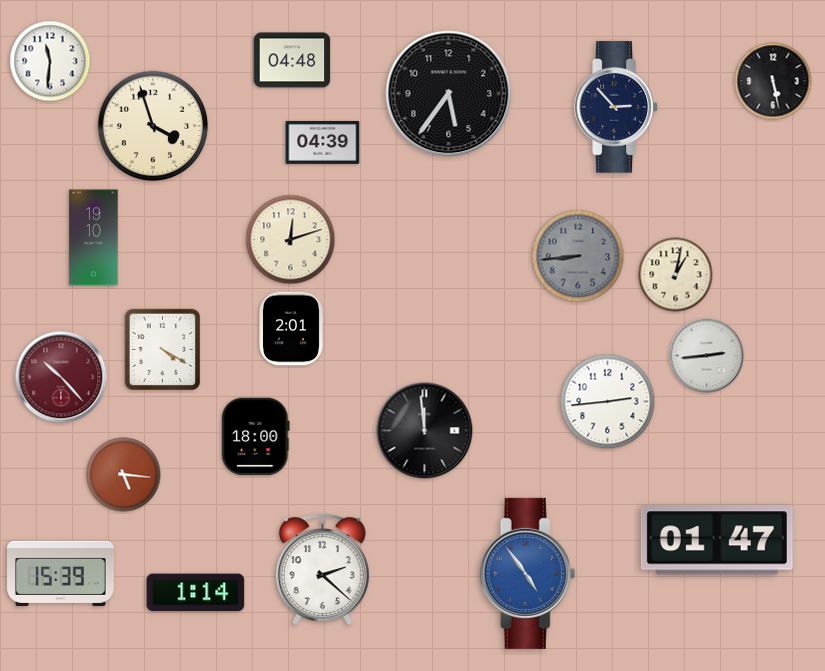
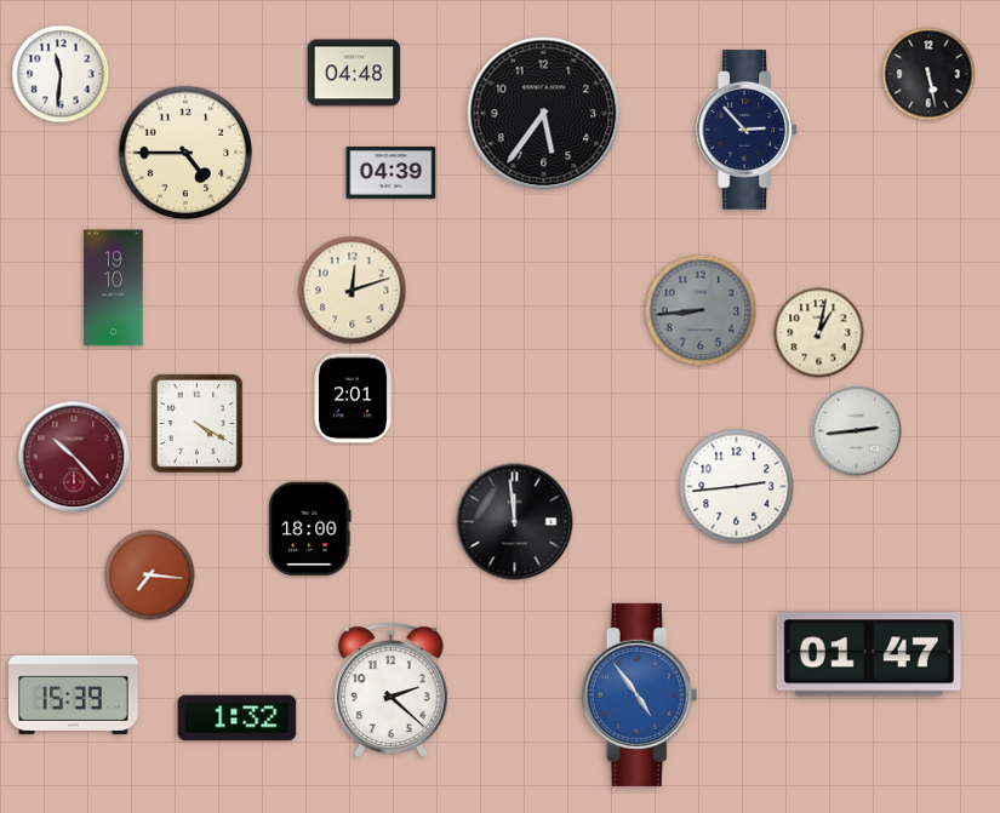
clock at (773, 81) position: (773, 81) -> (928, 74)
clock at (153, 126): 3:57 -> 4:45
clock at (124, 475): 5:16 -> 7:16
clock at (196, 593): 1:14 -> 1:32
